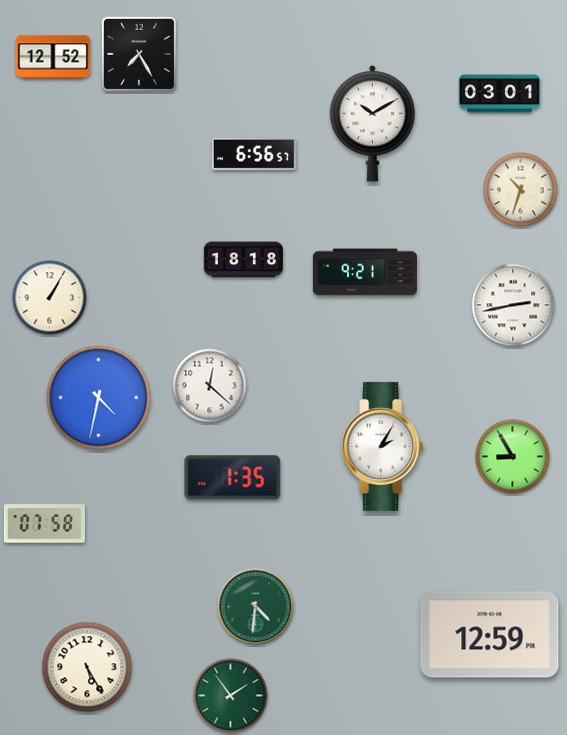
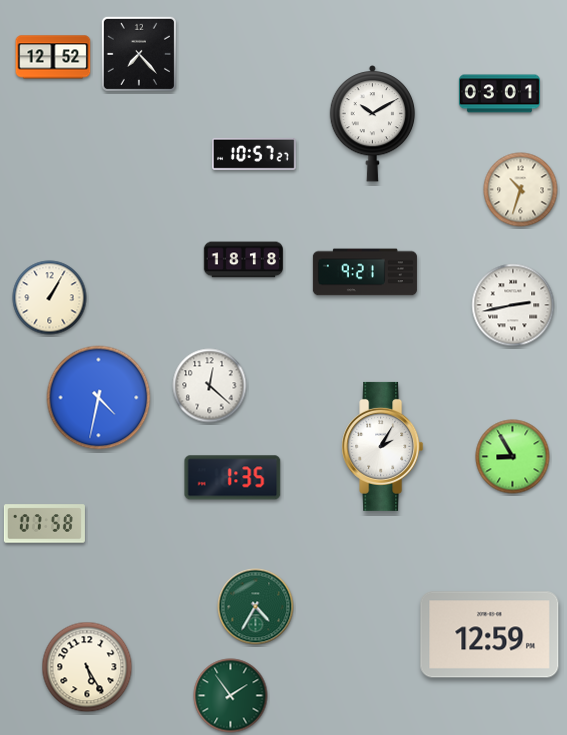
clock at (139, 54): 7:25 -> 7:23
clock at (255, 154): 6:56 -> 10:57
clock at (256, 607): 4:31 -> 4:35
